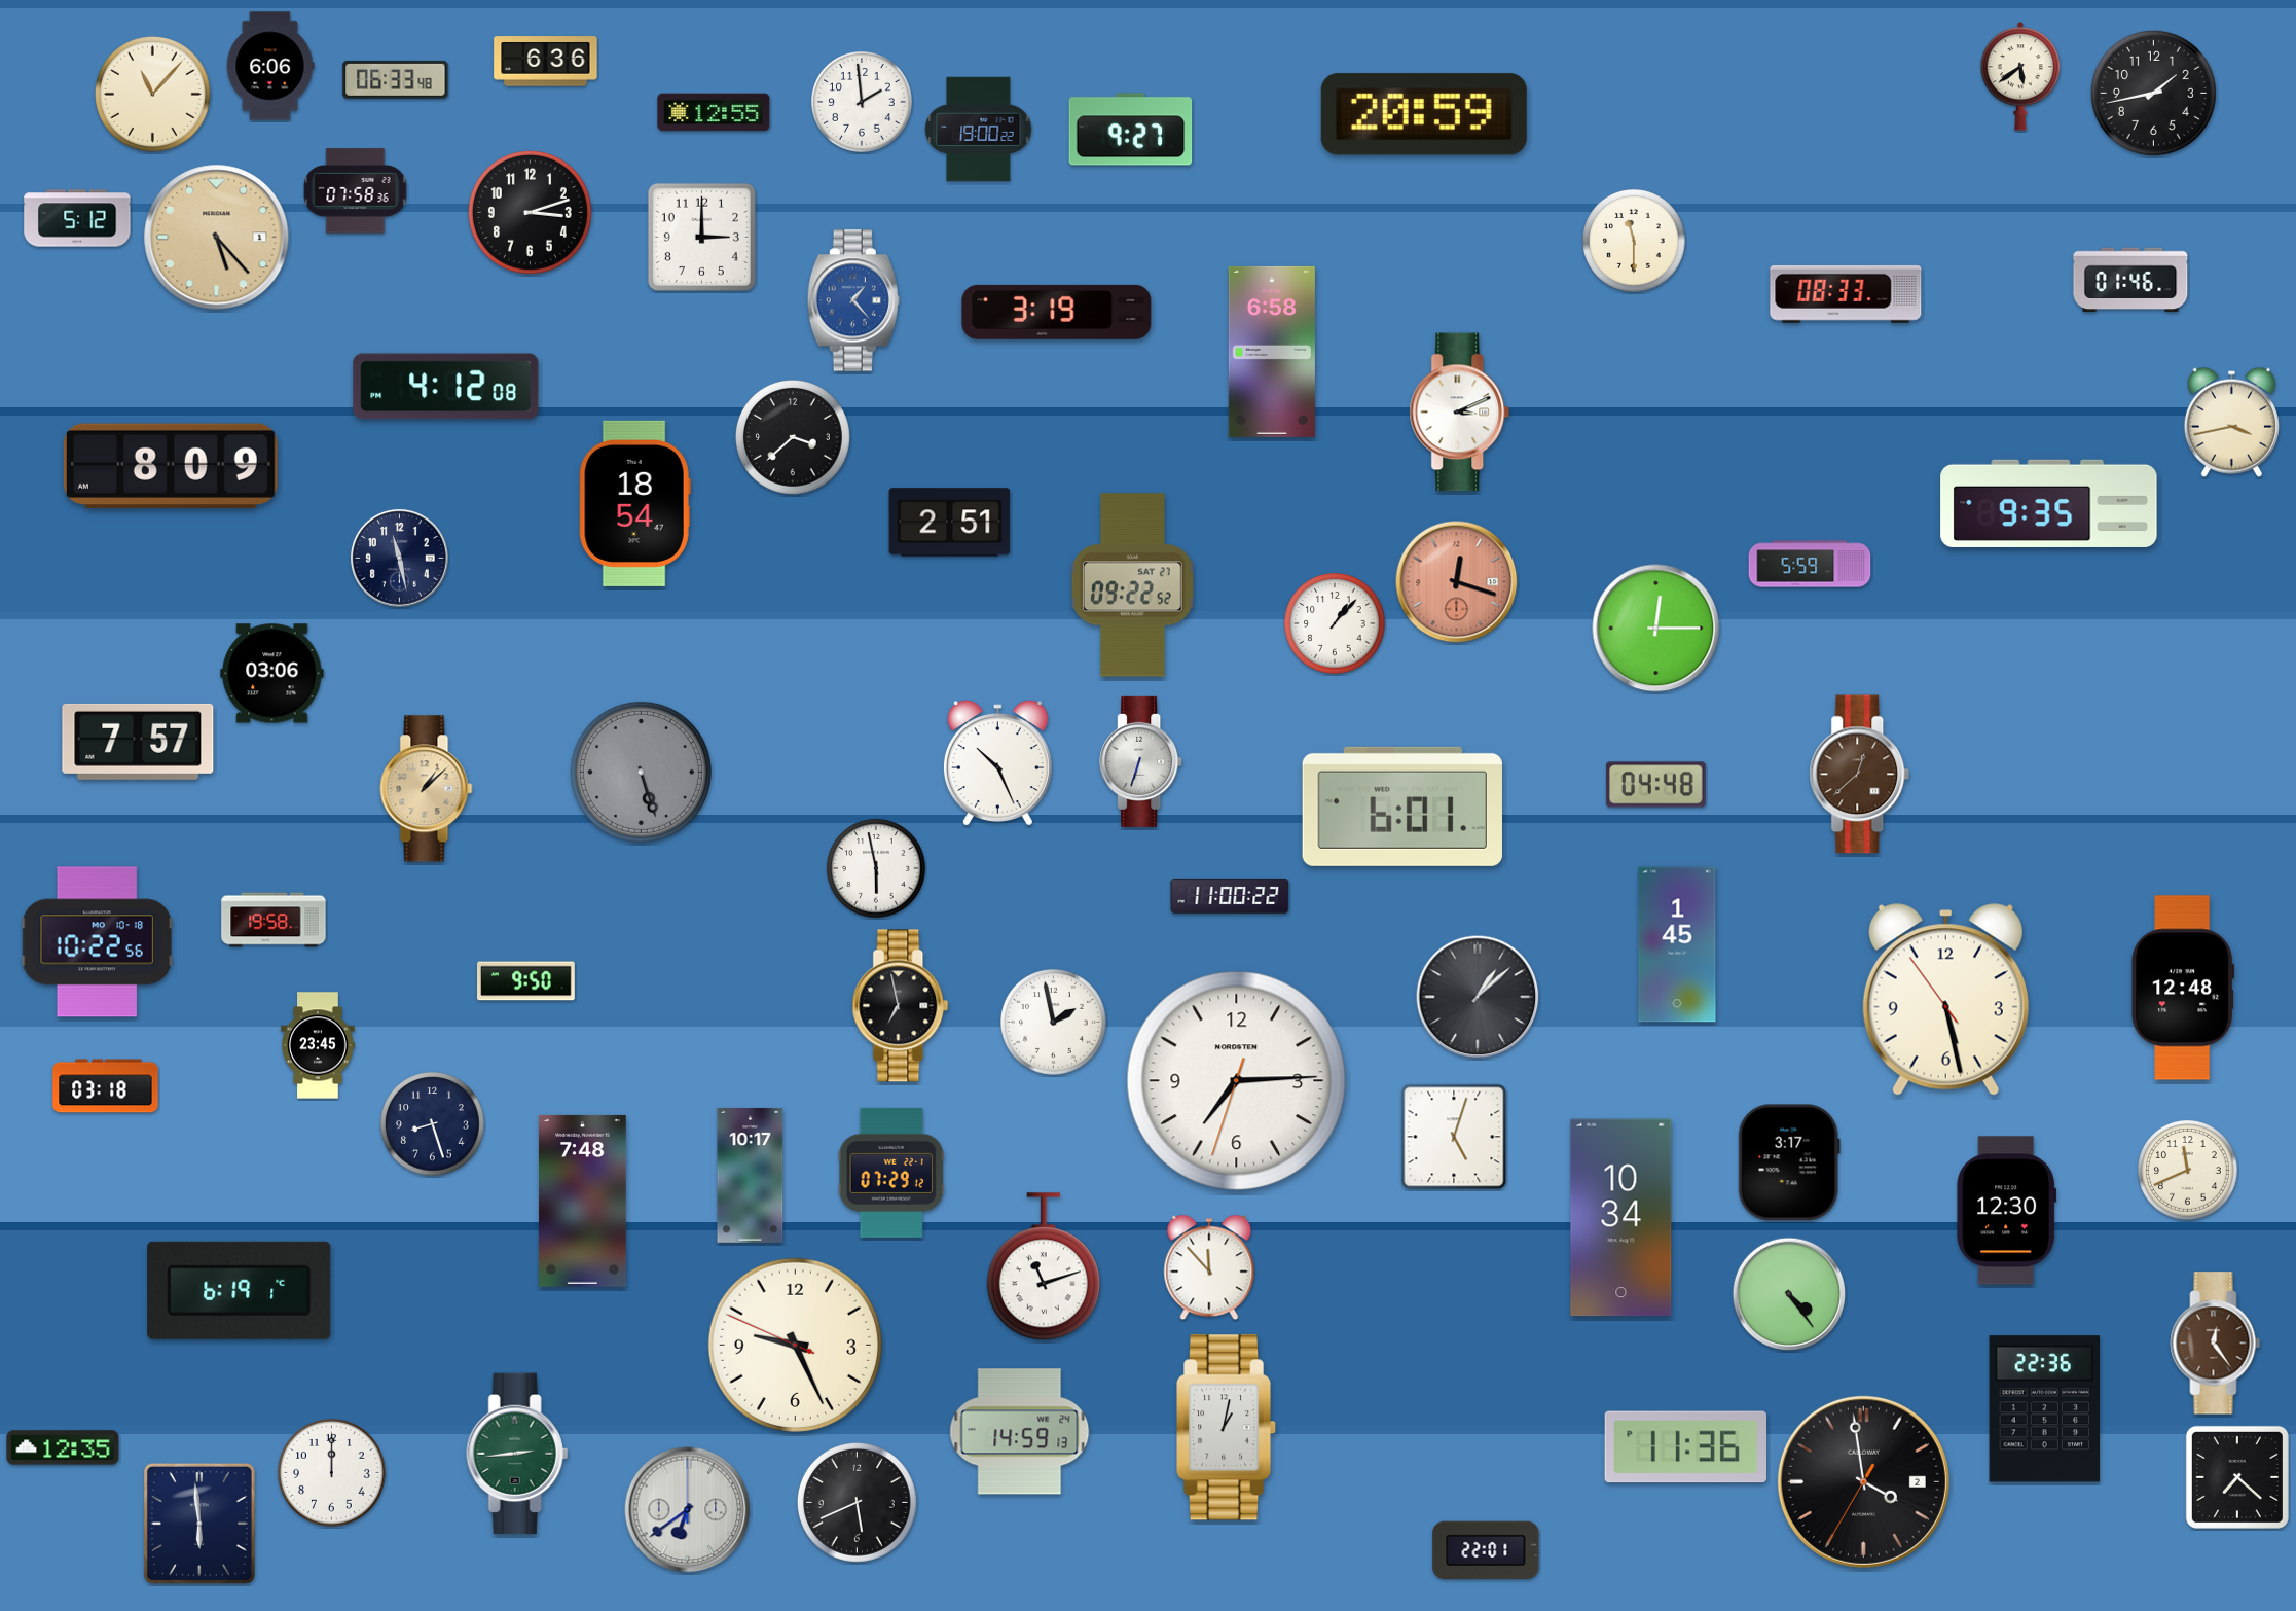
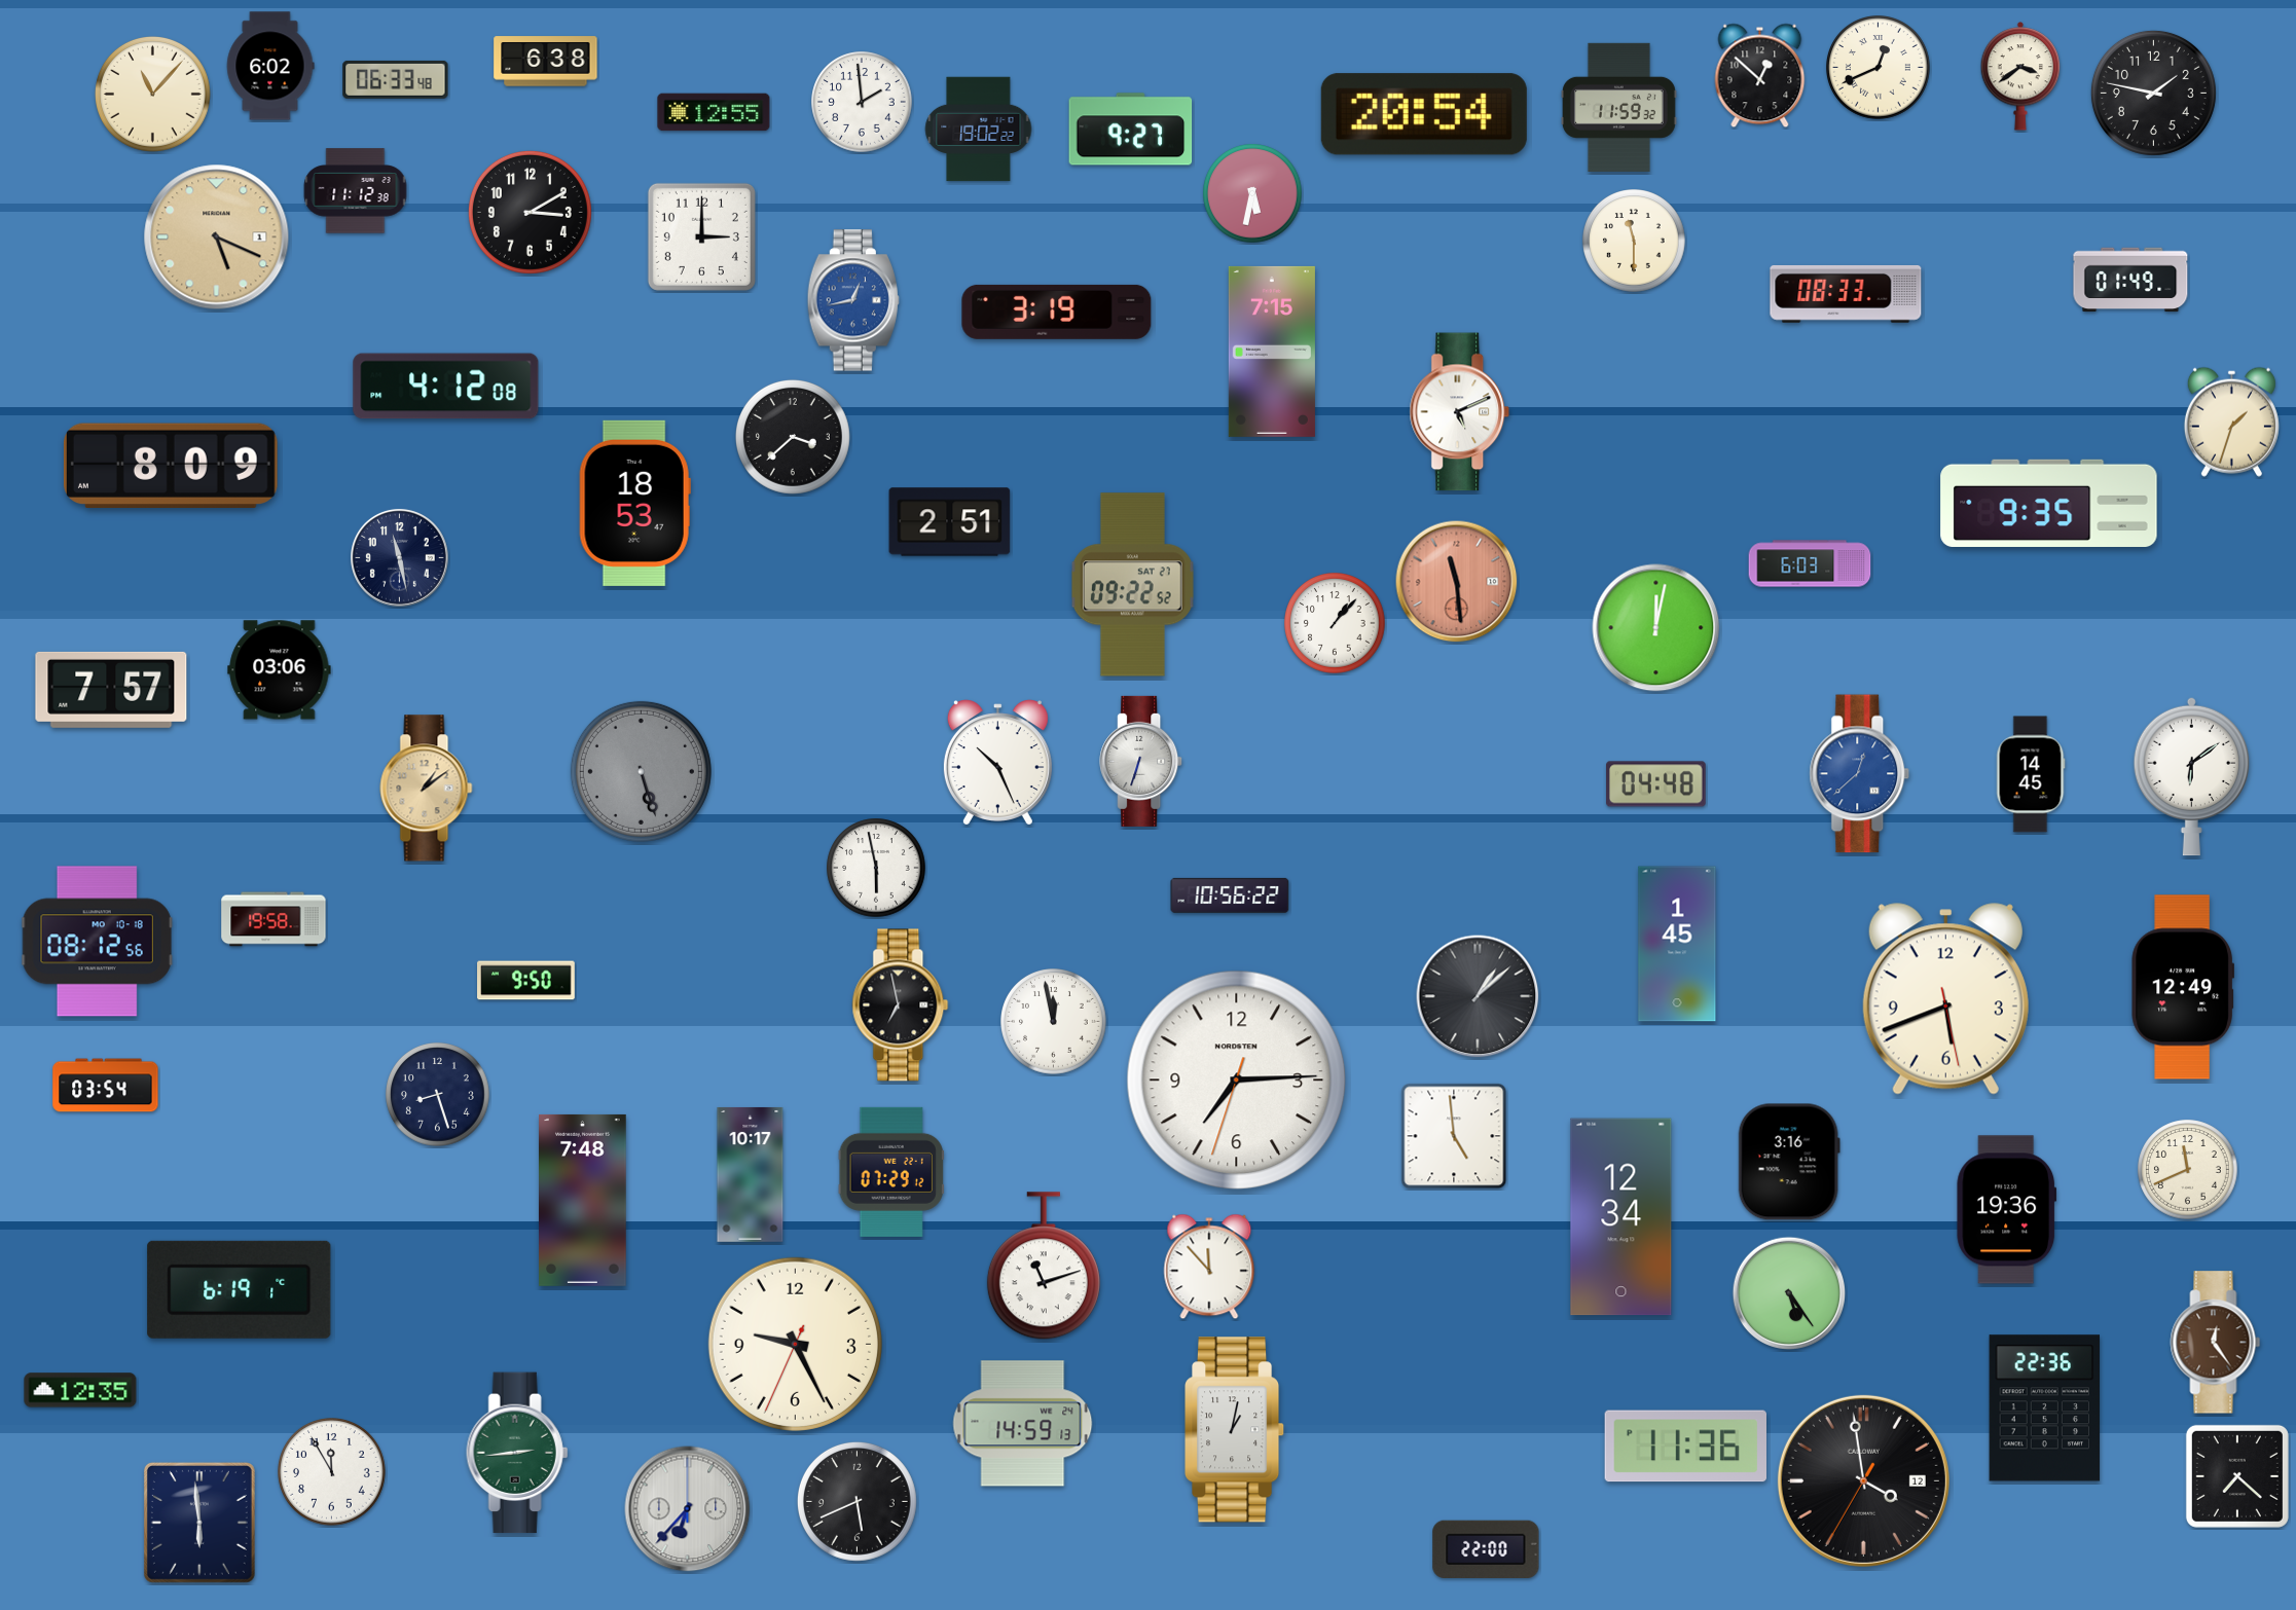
clock at (546, 62): 6:36 -> 6:38
clock at (270, 66): 6:06 -> 6:02
clock at (1879, 68): none -> 12:41
clock at (1760, 76): none -> 12:52
clock at (2020, 76): 5:39 -> 3:39
clock at (2153, 93): 1:43 -> 1:47
clock at (1618, 107): none -> 11:59
clock at (1424, 114): 20:59 -> 20:54
clock at (979, 130): 19:00 -> 19:02
clock at (356, 191): 07:58 -> 11:12
clock at (1252, 193): none -> 5:32
clock at (530, 212): 3:12 -> 3:10
clock at (77, 218): 5:12 -> none
clock at (217, 238): 5:23 -> 5:19
clock at (2130, 280): 01:46 -> 01:49
clock at (852, 300): 1:23 -> 12:43
clock at (1272, 352): 6:58 -> 7:15
clock at (1460, 413): 3:11 -> 5:11
clock at (2231, 422): 3:43 -> 1:33
clock at (634, 503): 18:54 -> 18:53
clock at (1810, 564): 5:59 -> 6:03
clock at (1457, 582): 12:18 -> 11:29
clock at (1656, 629): 12:15 -> 12:02
clock at (272, 674) position: (272, 674) -> (280, 670)
clock at (138, 742) position: (138, 742) -> (111, 690)
clock at (1860, 775) dial: brown -> blue
clock at (2031, 774): none -> 14:45
clock at (2191, 776): none -> 6:09
clock at (427, 789): 1:08 -> 1:09
clock at (1402, 807): 6:01 -> none
clock at (1230, 896): 11:00 -> 10:56
clock at (97, 942): 10:22 -> 08:12
clock at (2182, 988): 12:48 -> 12:49
clock at (1945, 1000): 5:27 -> 5:41
clock at (1054, 1023): 1:58 -> 11:58
clock at (318, 1045): 23:45 -> none
clock at (106, 1086): 03:18 -> 03:54
clock at (433, 1124) position: (433, 1124) -> (438, 1095)
clock at (1454, 1137): 5:03 -> 4:59
clock at (1789, 1162): 3:17 -> 3:16
clock at (2007, 1211): 12:30 -> 19:36
clock at (1621, 1218): 10:34 -> 12:34
clock at (1788, 1293): 4:24 -> 5:24
clock at (795, 1345): 9:25:49 -> 9:25:34
clock at (1228, 1428) position: (1228, 1428) -> (1236, 1430)
clock at (1020, 1432) position: (1020, 1432) -> (1023, 1424)
clock at (63, 1447) position: (63, 1447) -> (80, 1390)
clock at (332, 1473): 12:00 -> 11:55
clock at (1863, 1481) date: 2 -> 12
clock at (688, 1510): 6:39 -> 6:37
clock at (1486, 1549): 22:01 -> 22:00
